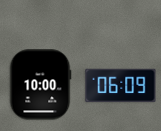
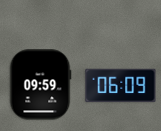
clock at (40, 85): 10:00 -> 09:59
